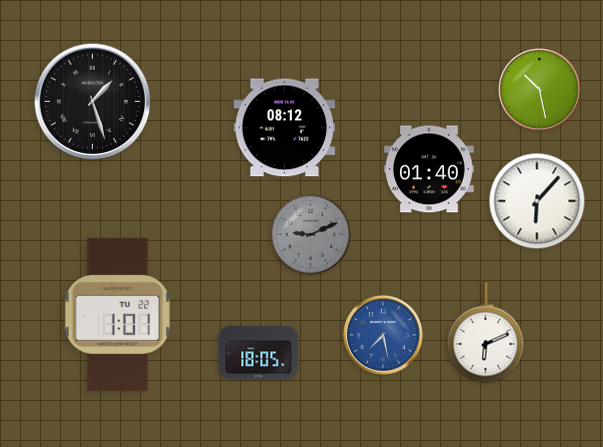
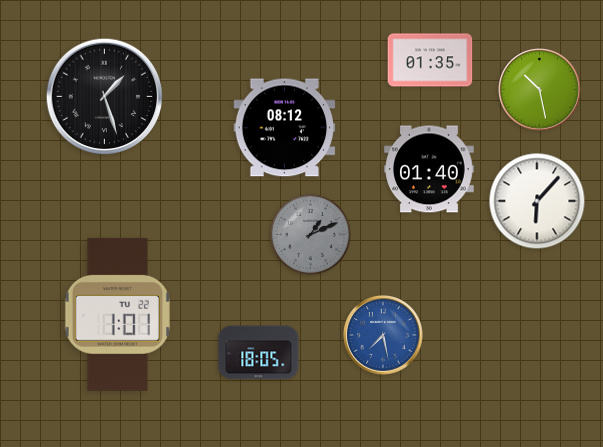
clock at (430, 60): none -> 01:35
clock at (93, 102) position: (93, 102) -> (105, 97)
clock at (310, 234): 9:11 -> 1:11
clock at (486, 333): 6:11 -> none
